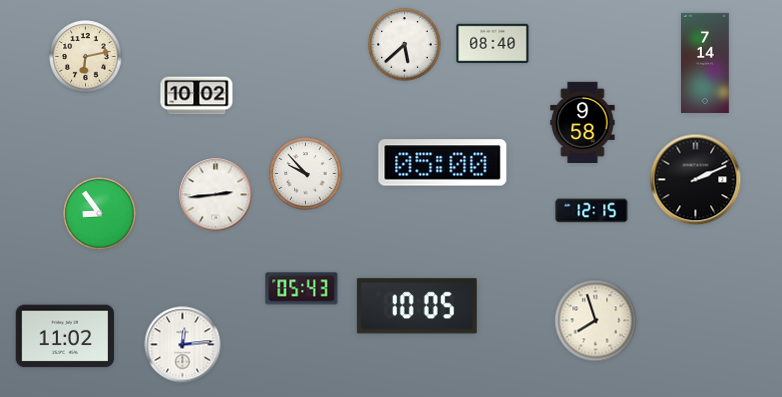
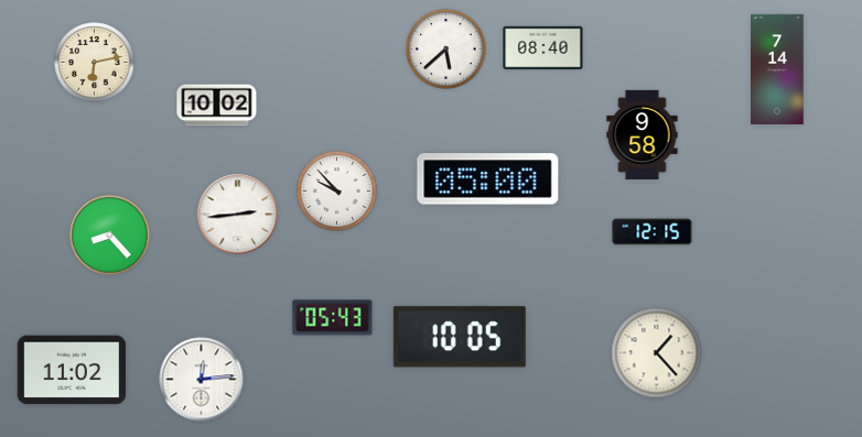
clock at (696, 180): 2:11 -> none
clock at (100, 214): 8:54 -> 8:23
clock at (596, 321): 7:57 -> 1:23
